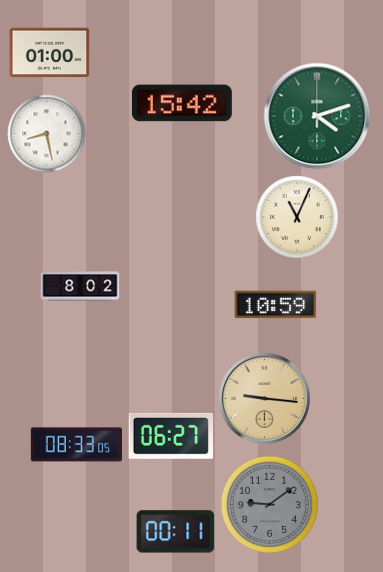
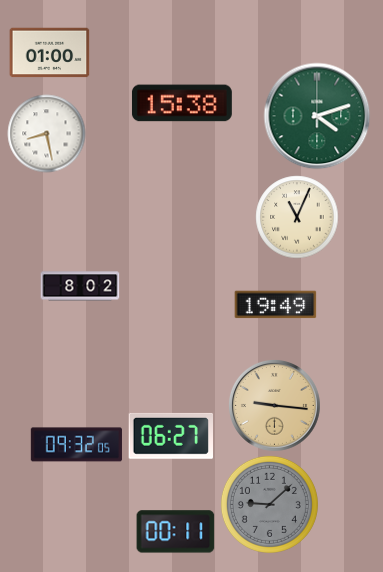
clock at (182, 103): 15:42 -> 15:38
clock at (275, 305): 10:59 -> 19:49
clock at (264, 398) position: (264, 398) -> (274, 405)
clock at (76, 445): 08:33 -> 09:32
clock at (269, 504): 9:09 -> 9:08
